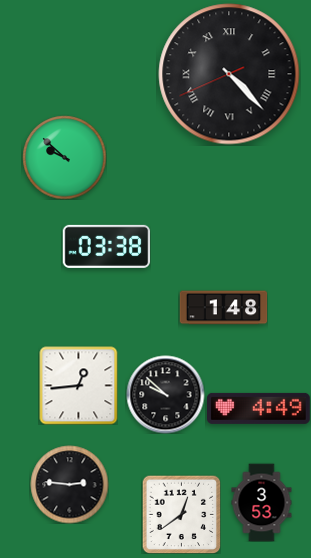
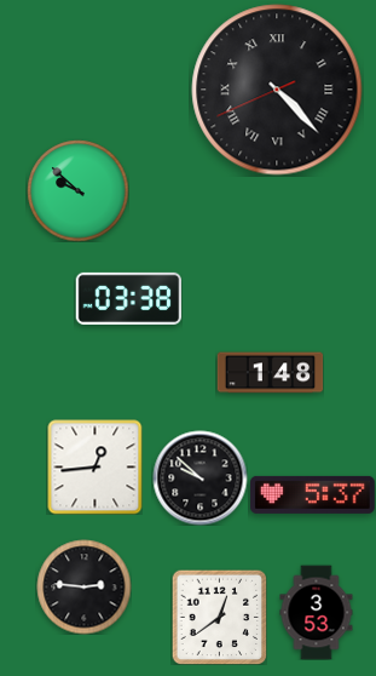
clock at (259, 408): 4:49 -> 5:37
clock at (262, 502) position: (262, 502) -> (317, 612)
clock at (181, 514) position: (181, 514) -> (219, 617)
